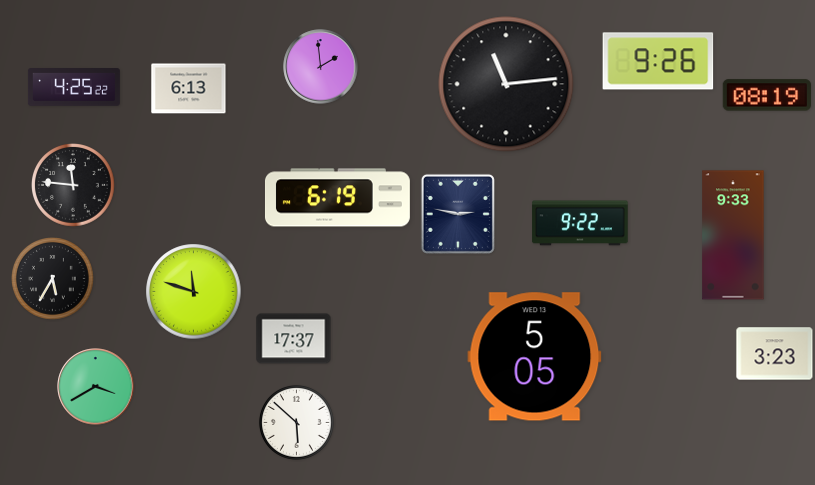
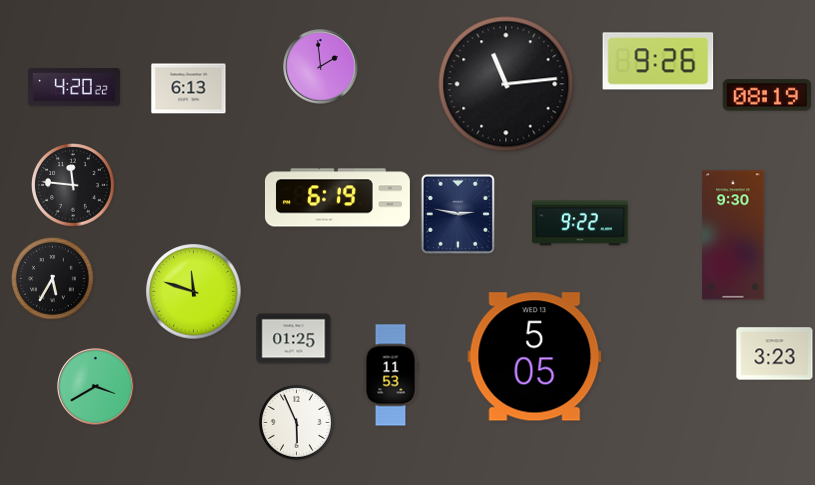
clock at (74, 88): 4:25 -> 4:20
clock at (733, 235): 9:33 -> 9:30
clock at (294, 339): 17:37 -> 01:25
clock at (391, 375): none -> 11:53
clock at (296, 422): 5:52 -> 5:56
